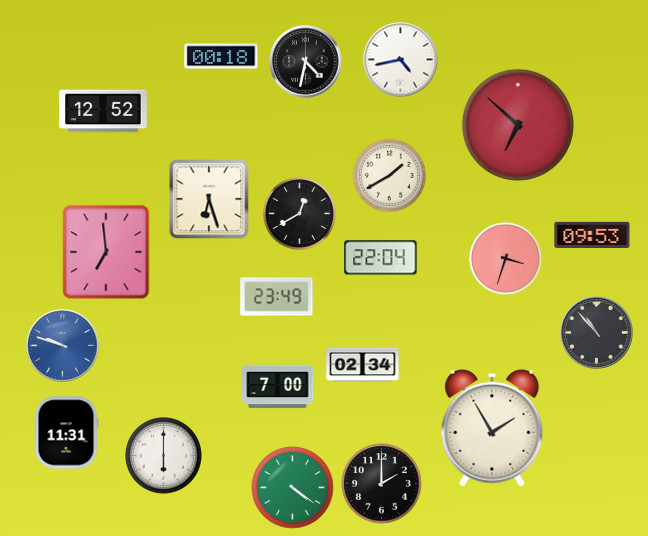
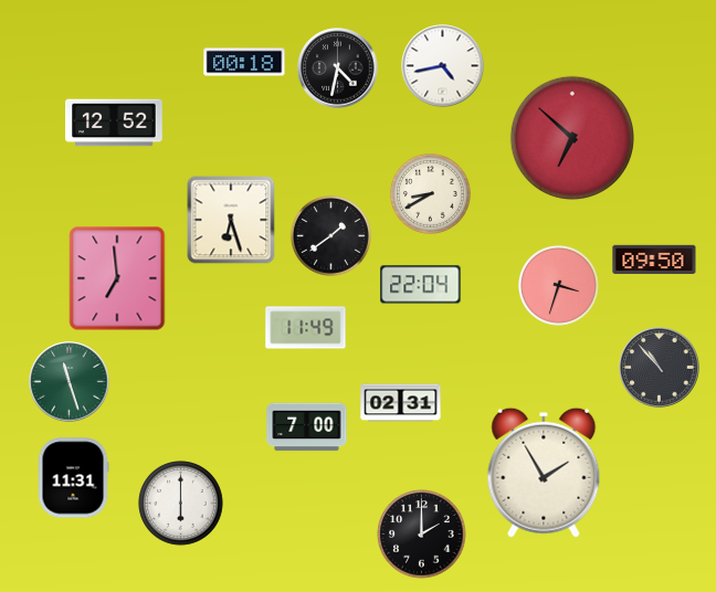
clock at (389, 175): 1:40 -> 8:40
clock at (299, 213): 12:40 -> 1:39
clock at (592, 235): 09:53 -> 09:50
clock at (277, 297): 23:49 -> 11:49
clock at (63, 346): 9:48 -> 11:27
clock at (63, 346) dial: blue -> green
clock at (363, 365): 02:34 -> 02:31
clock at (293, 488): 4:21 -> none
